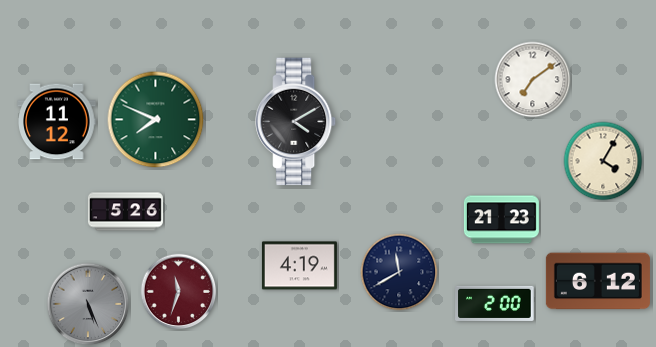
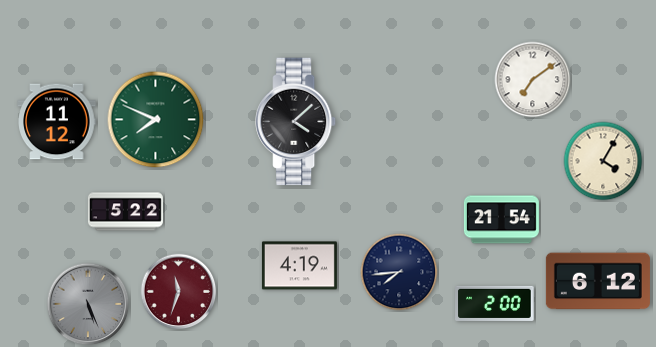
clock at (297, 122): 4:10 -> 4:08
clock at (125, 212): 5:26 -> 5:22
clock at (501, 220): 21:23 -> 21:54
clock at (399, 272): 11:40 -> 7:44
